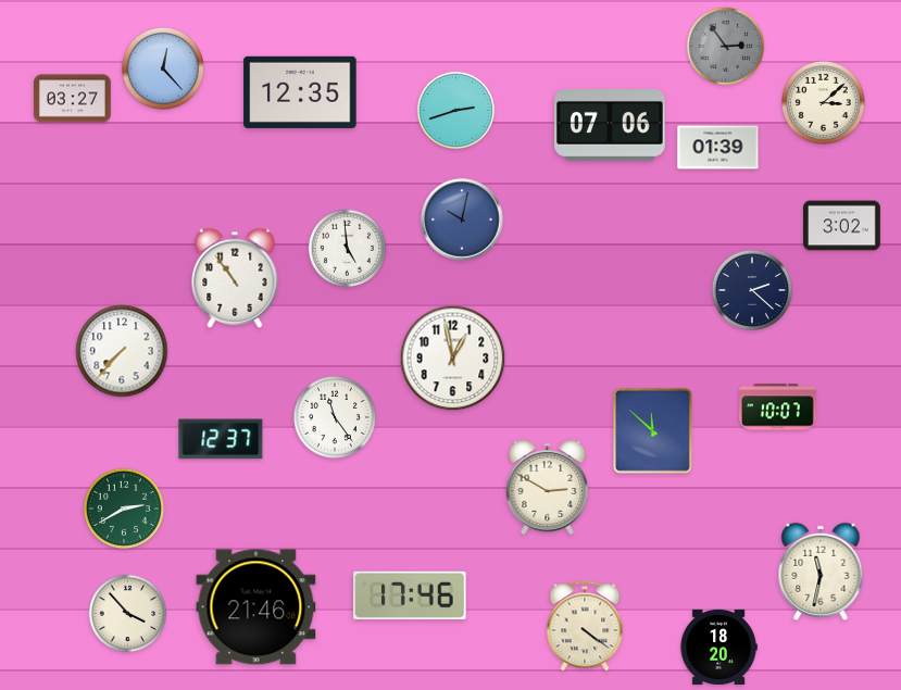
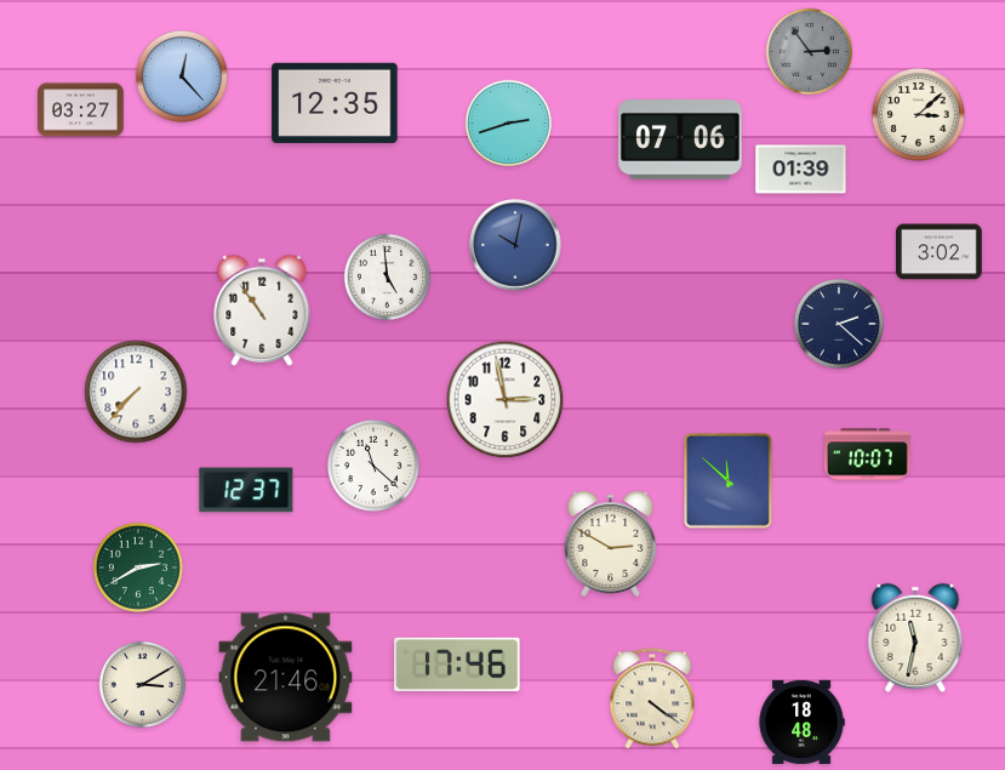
clock at (718, 148) position: (718, 148) -> (801, 170)
clock at (453, 359): 12:58 -> 2:58
clock at (335, 417): 11:24 -> 11:22
clock at (128, 614): 3:53 -> 3:10
clock at (718, 647): 18:20 -> 18:48
